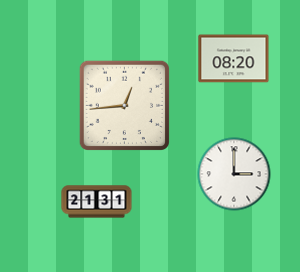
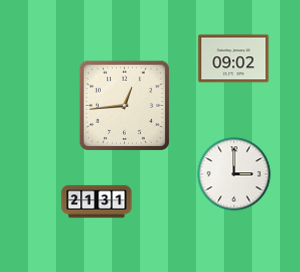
clock at (234, 59): 08:20 -> 09:02
